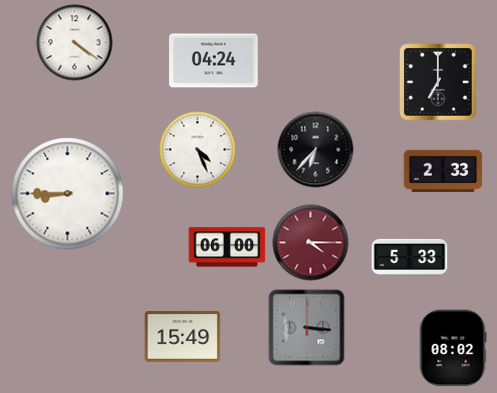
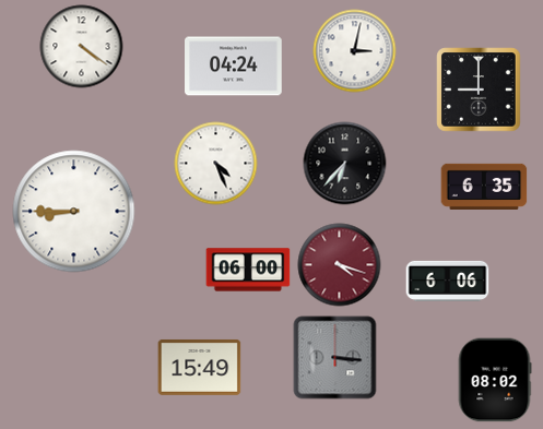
clock at (355, 51): none -> 3:02
clock at (438, 82): 7:00 -> 9:00
clock at (443, 171): 2:33 -> 6:35
clock at (311, 243): 4:15 -> 4:18
clock at (410, 257): 5:33 -> 6:06
